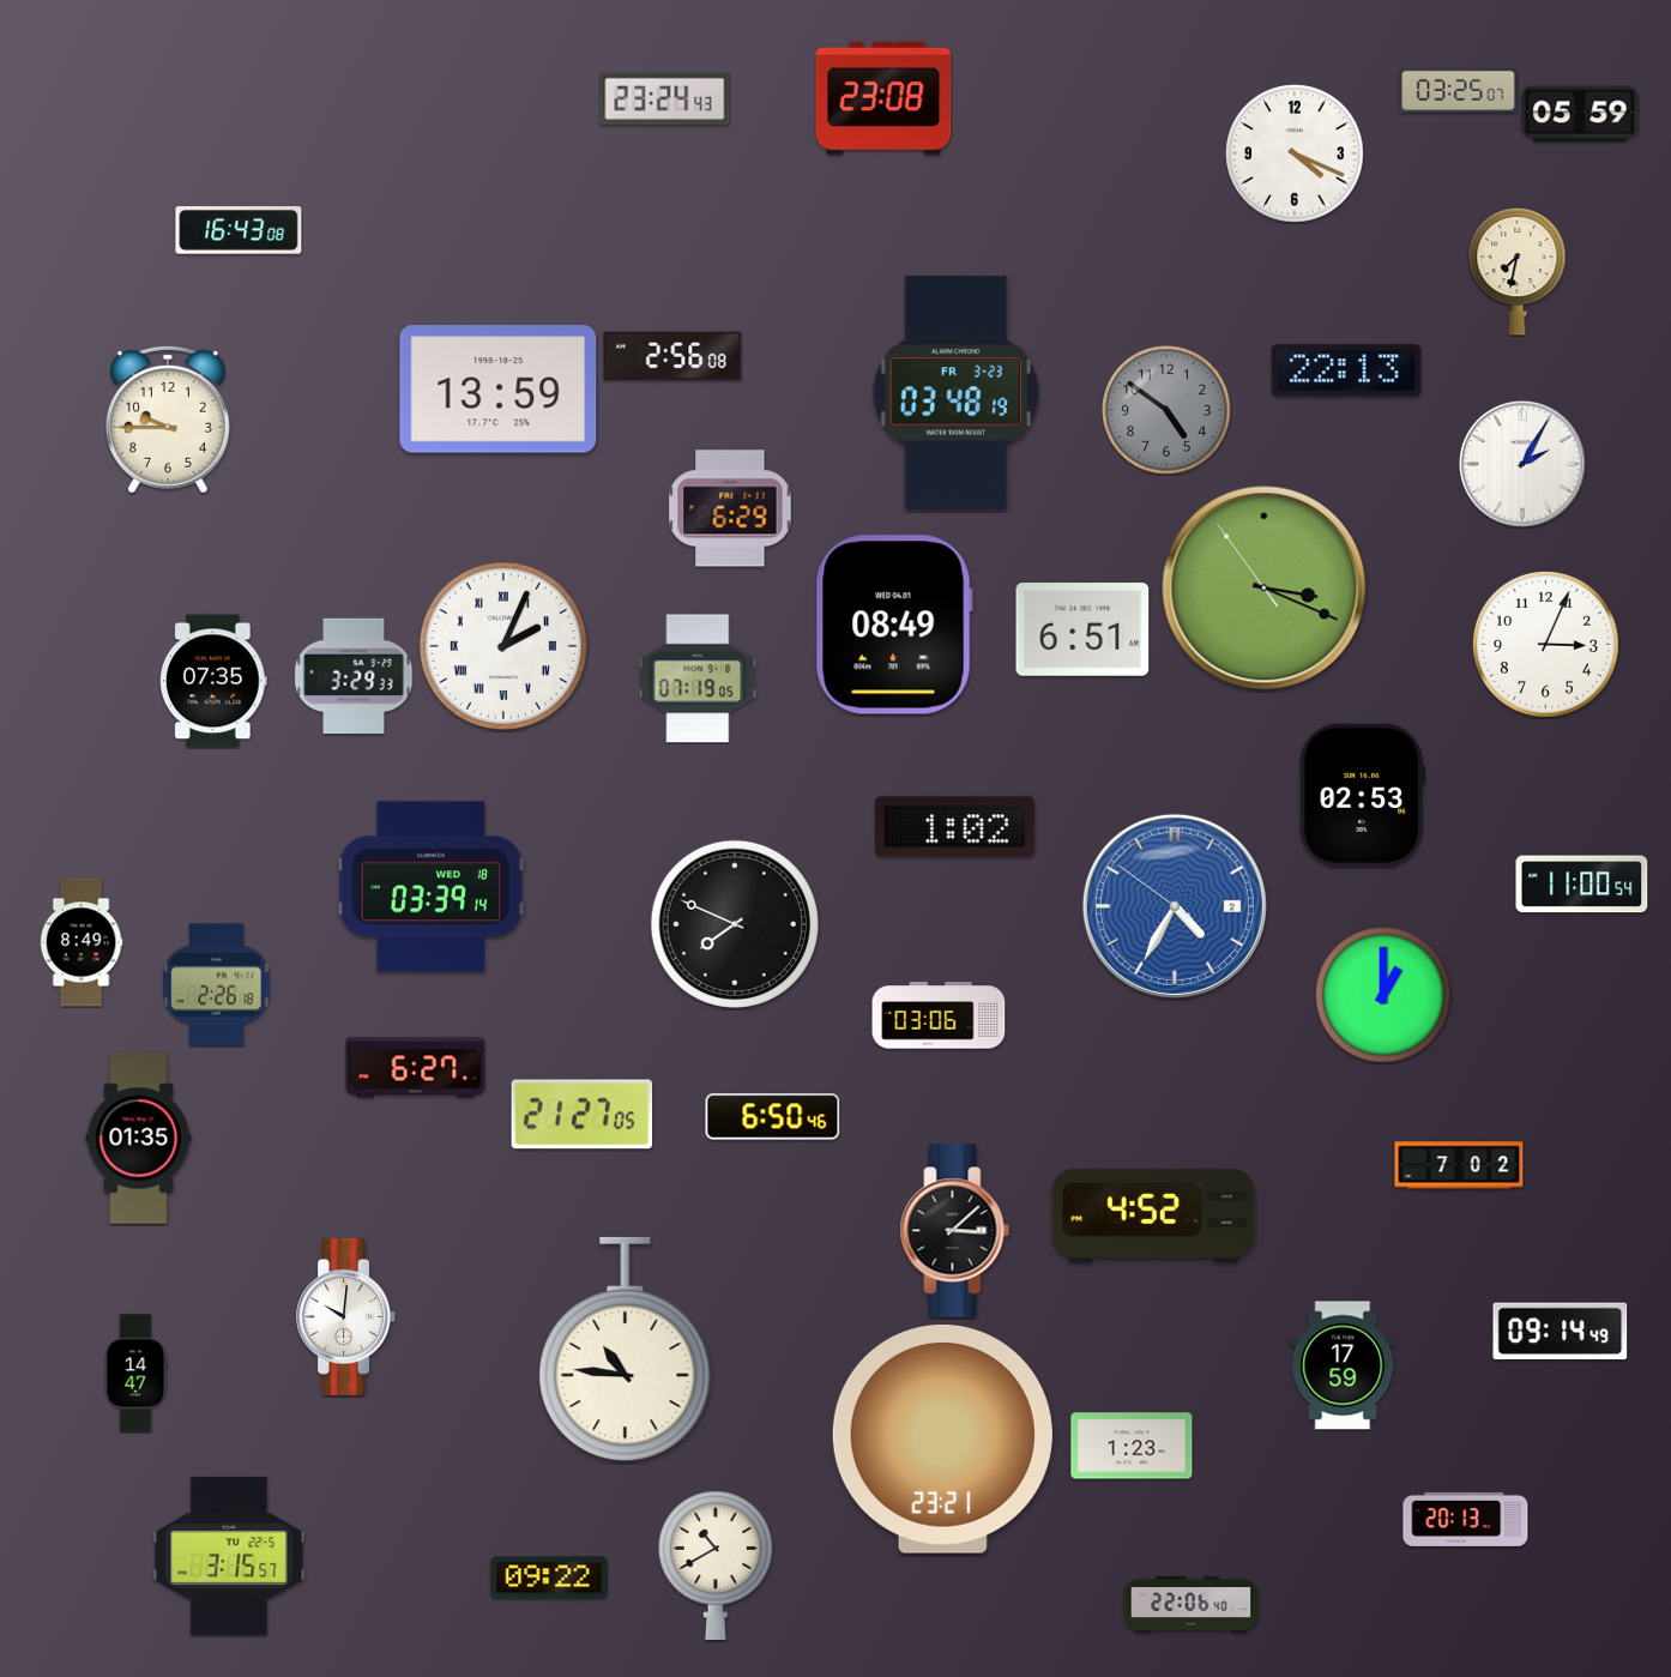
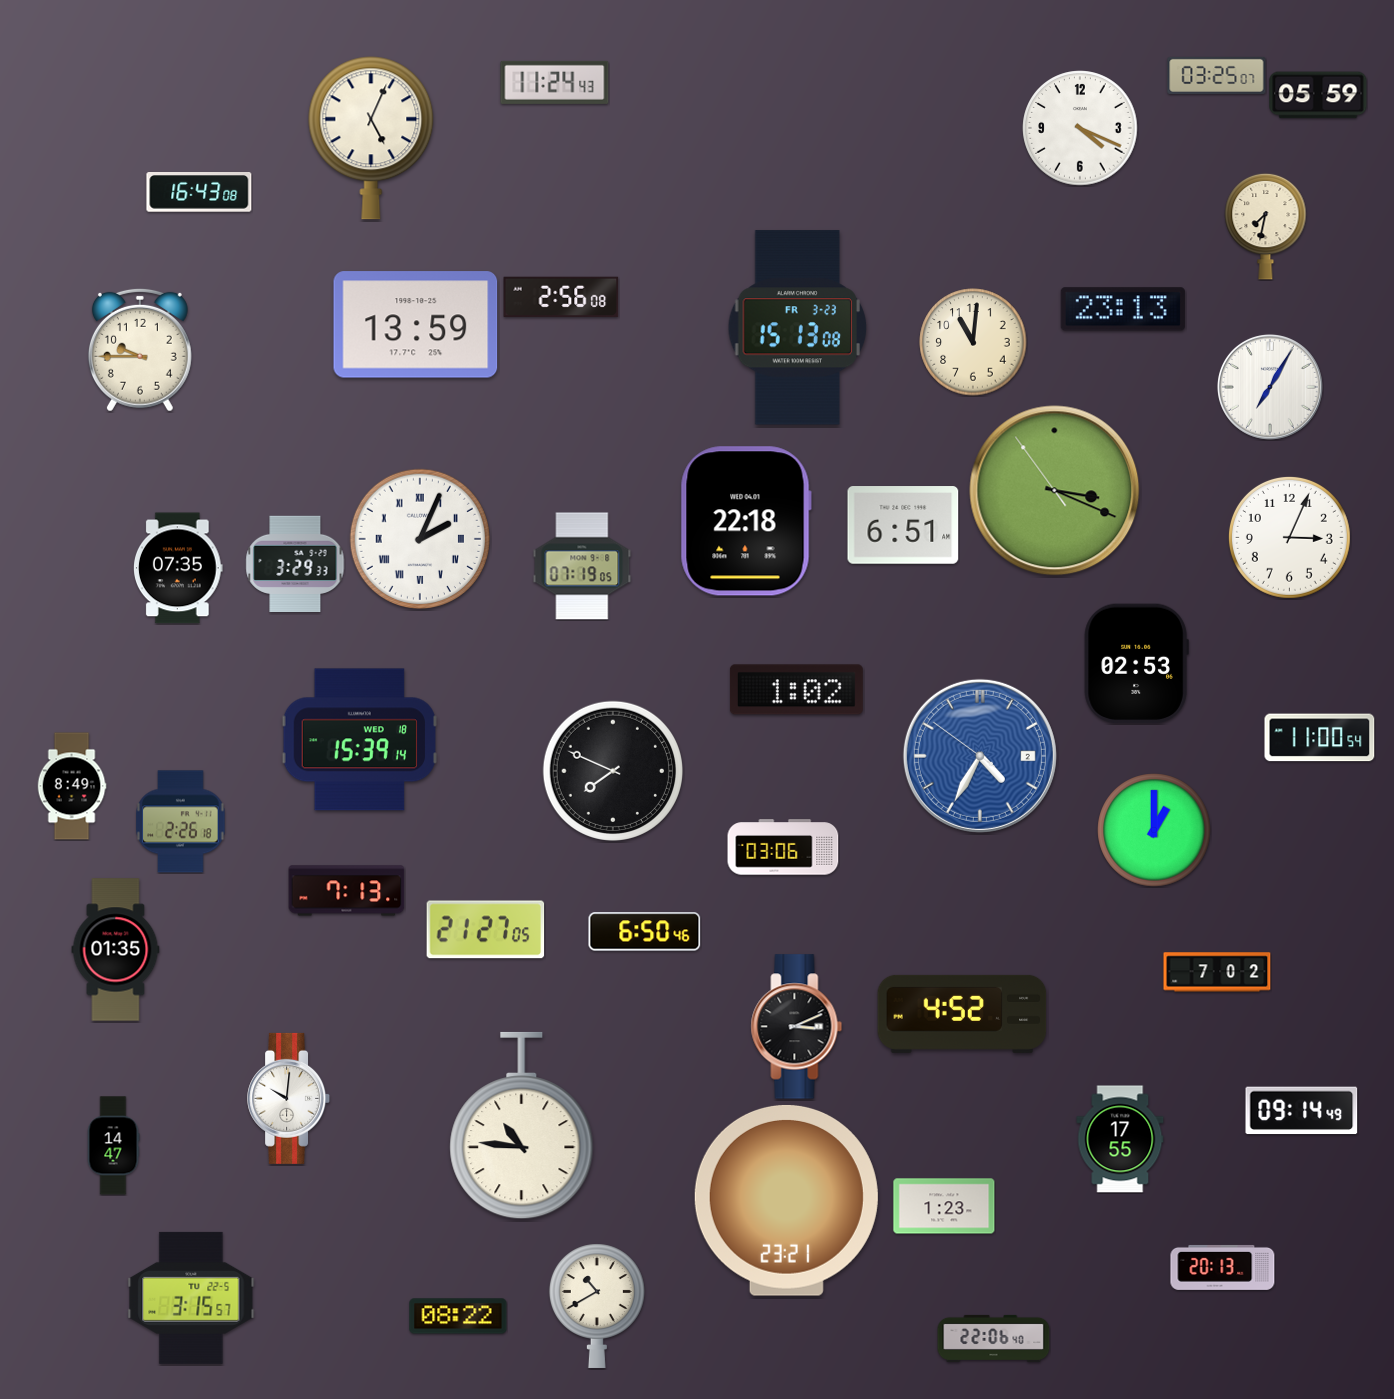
clock at (665, 98): 23:24 -> 11:24
clock at (883, 98): 23:08 -> none
clock at (371, 138): none -> 5:04
clock at (1346, 370): 22:13 -> 23:13
clock at (957, 393): 03:48 -> 15:13
clock at (1166, 410): 4:51 -> 11:01
clock at (1166, 410) dial: grey -> cream
clock at (1522, 464): 2:05 -> 7:05
clock at (730, 508): 6:29 -> none
clock at (894, 625): 08:49 -> 22:18
clock at (430, 887): 03:39 -> 15:39
clock at (82, 942) position: (82, 942) -> (72, 786)
clock at (416, 1068): 6:27 -> 7:13
clock at (955, 1231): 3:08 -> 3:11
clock at (1343, 1365): 17:59 -> 17:55
clock at (549, 1578): 09:22 -> 08:22
